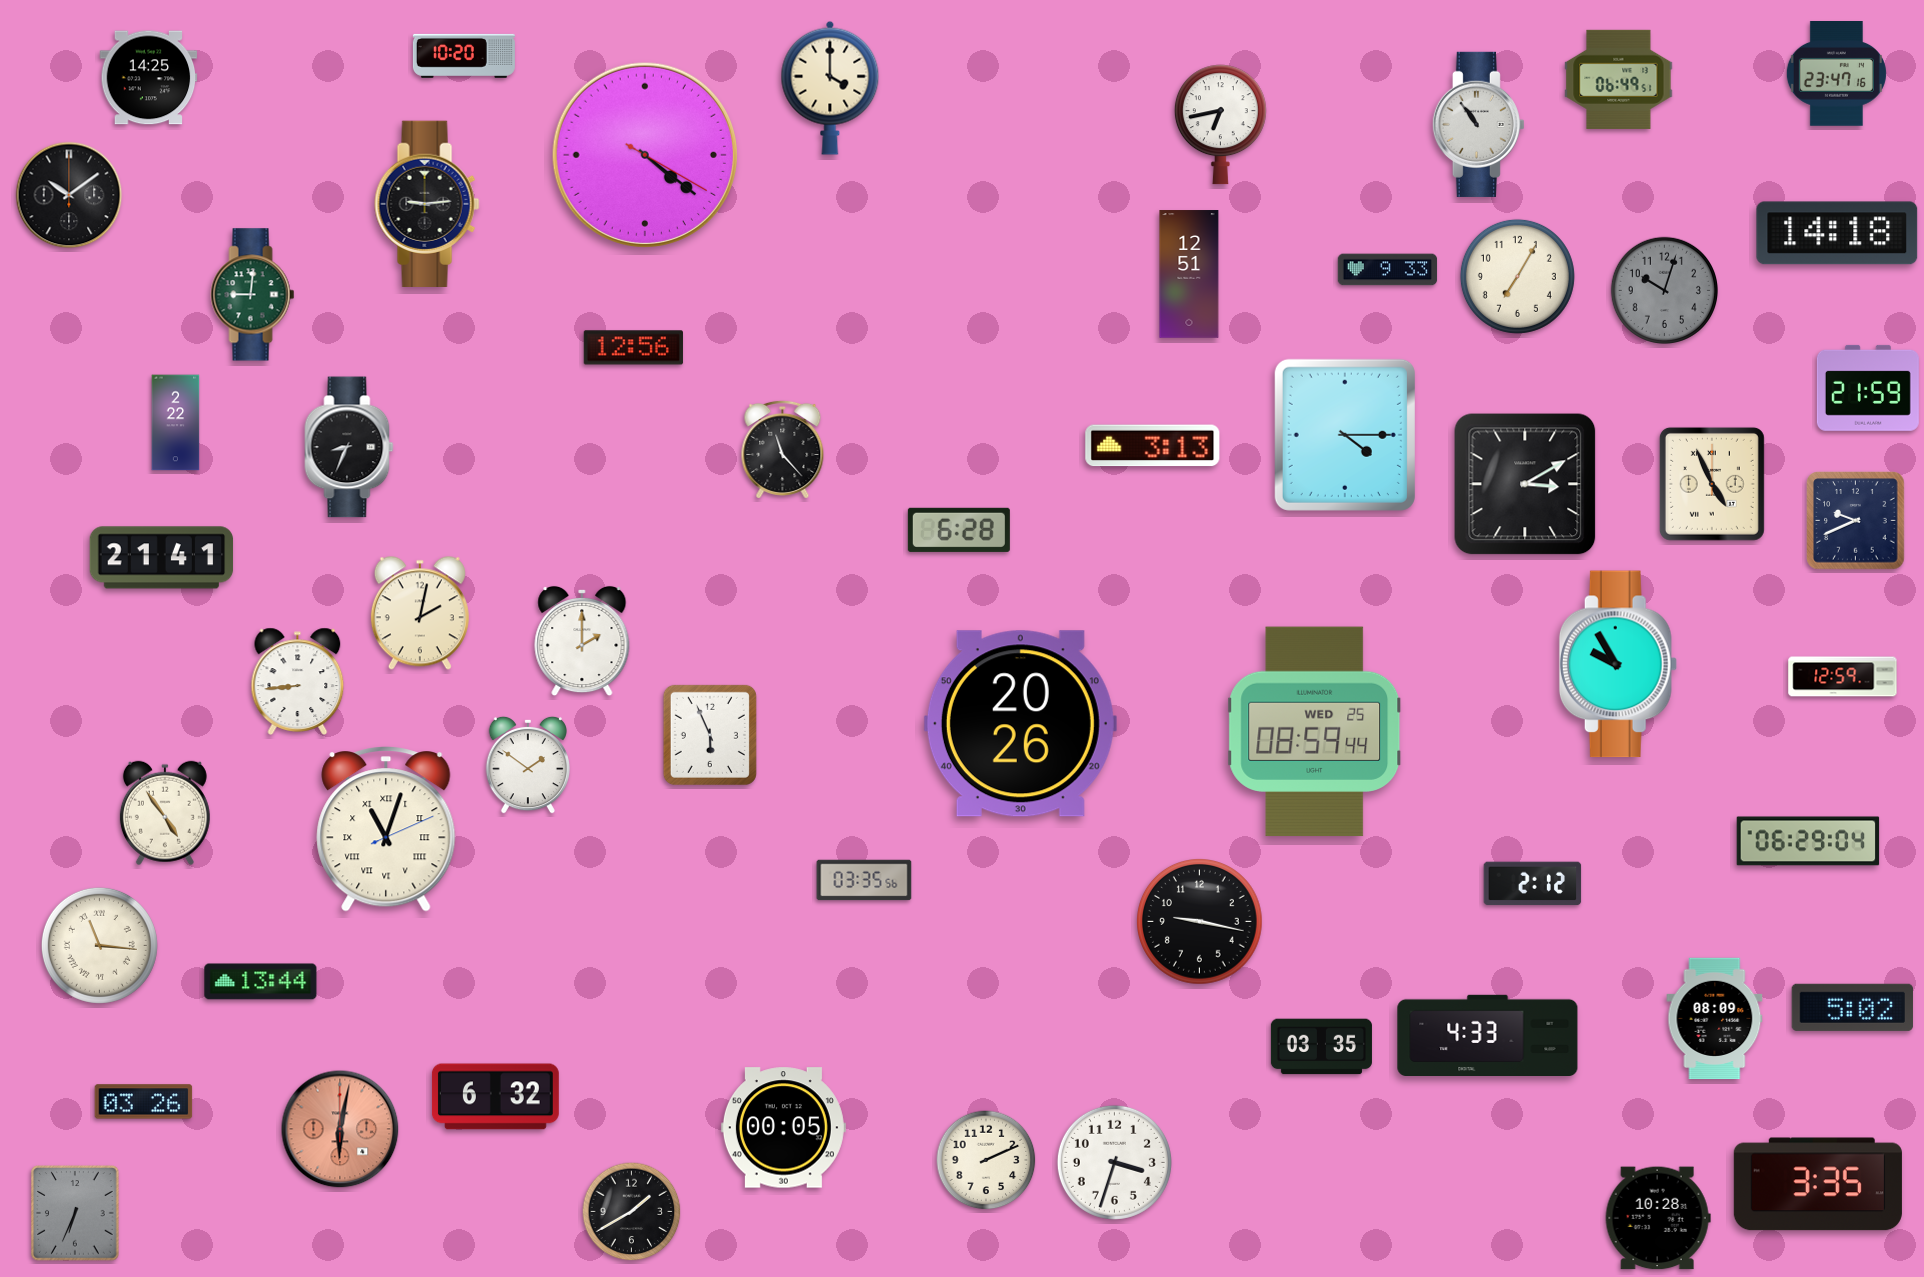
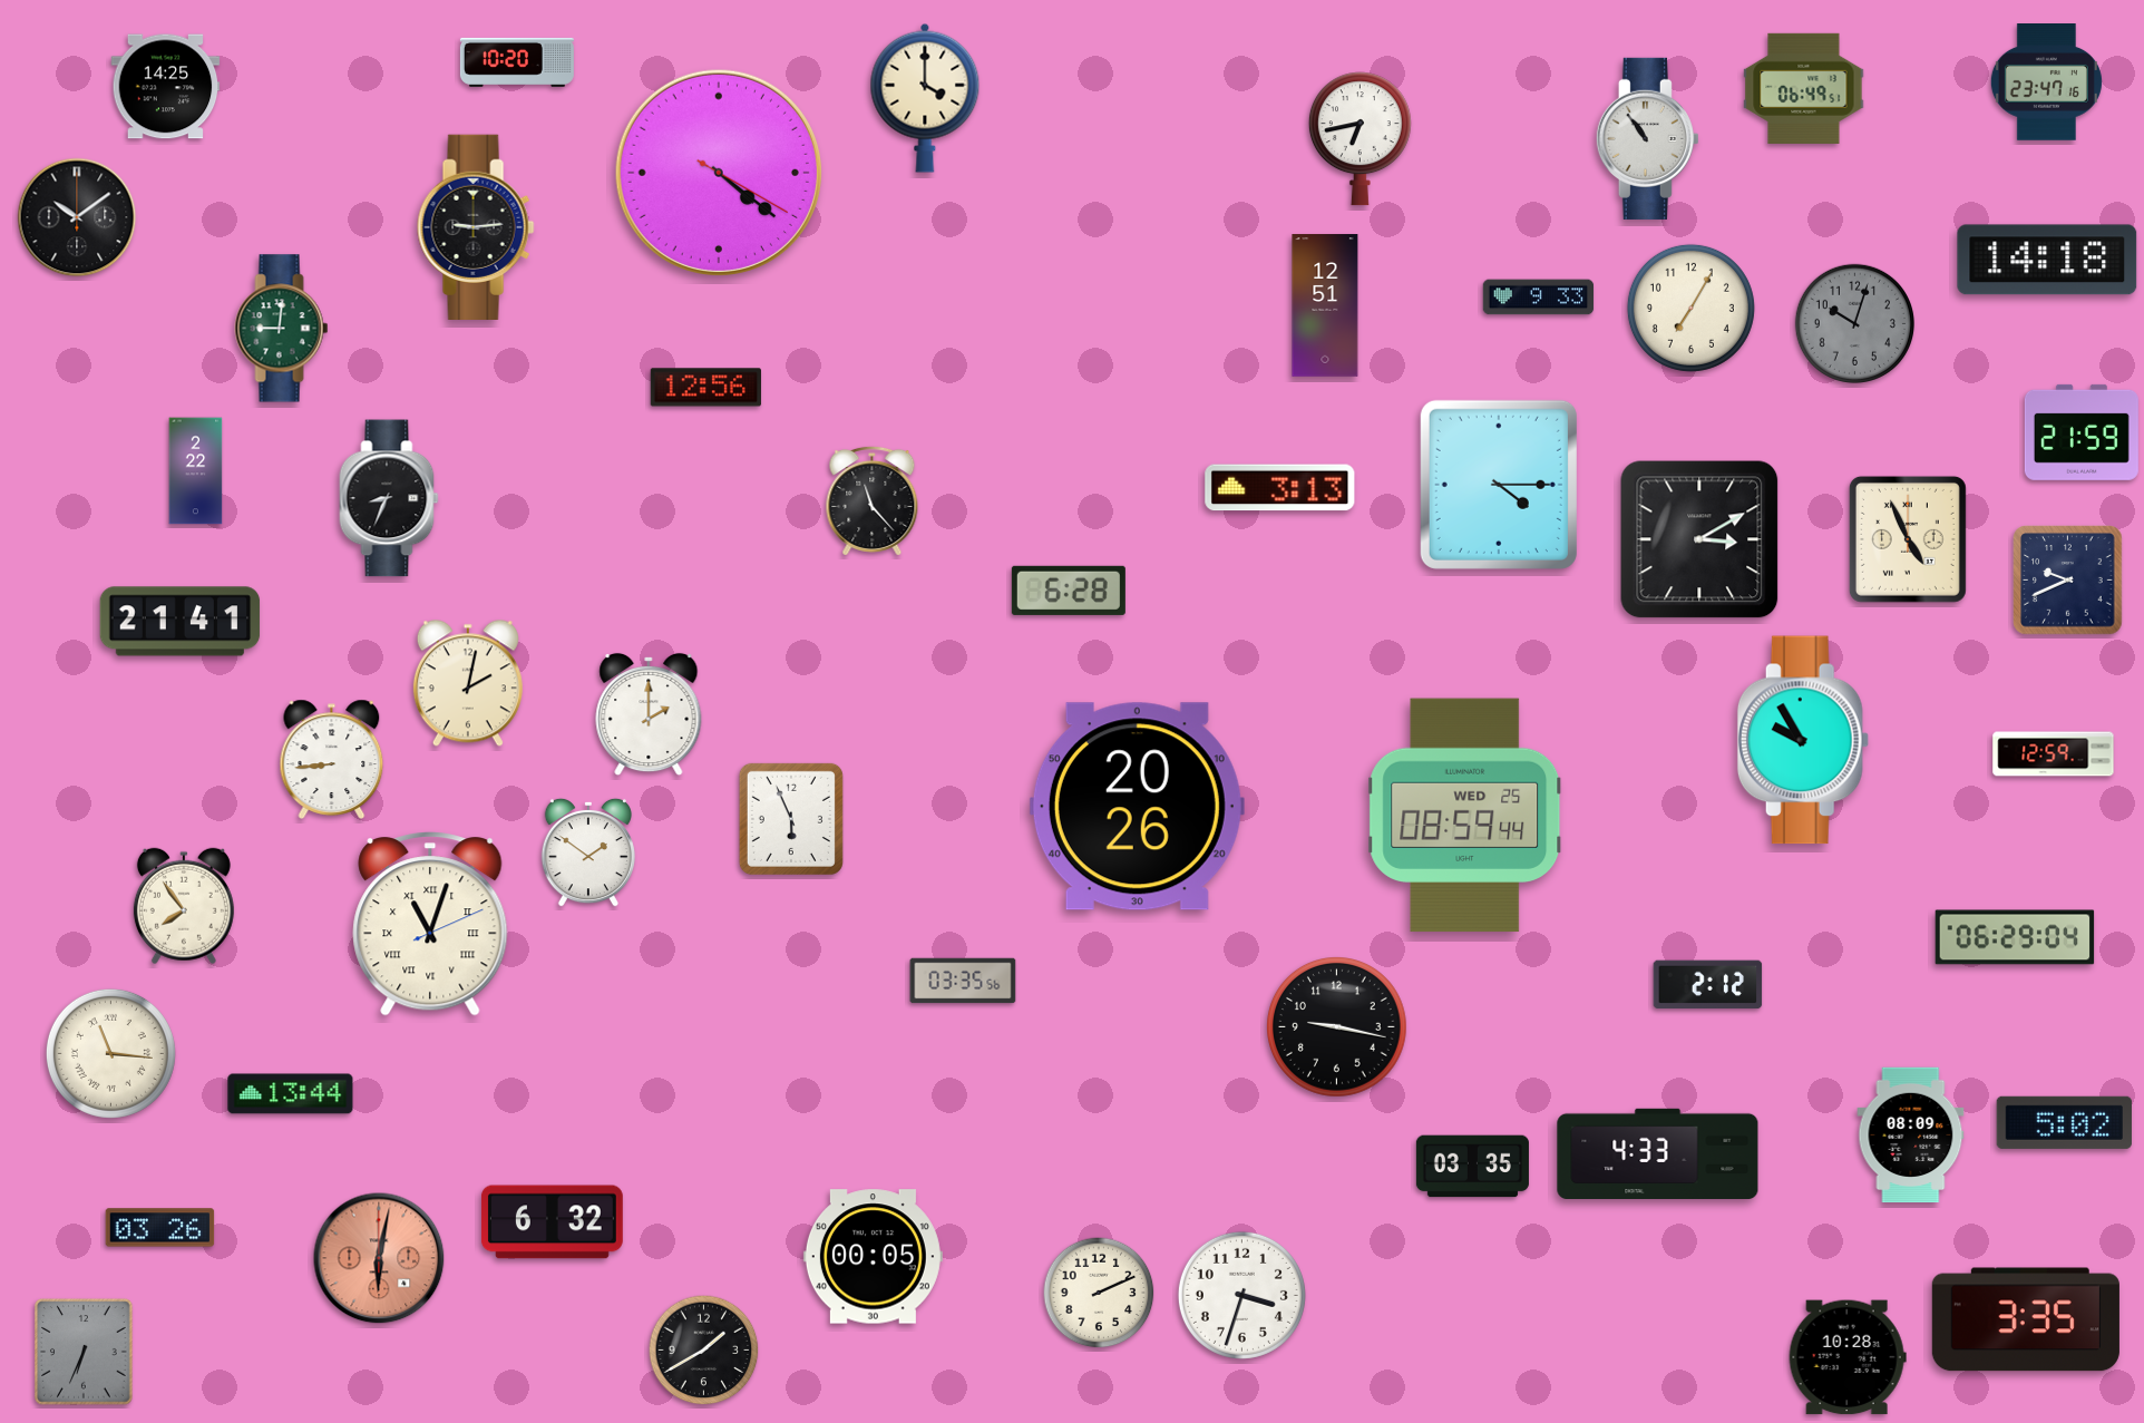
clock at (1388, 270) position: (1388, 270) -> (1539, 298)
clock at (1153, 446) position: (1153, 446) -> (1280, 488)
clock at (165, 813): 4:54 -> 7:54
